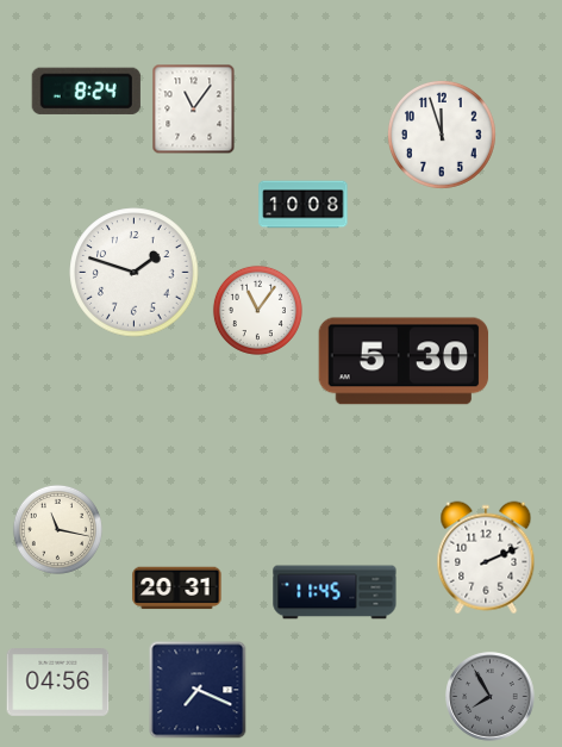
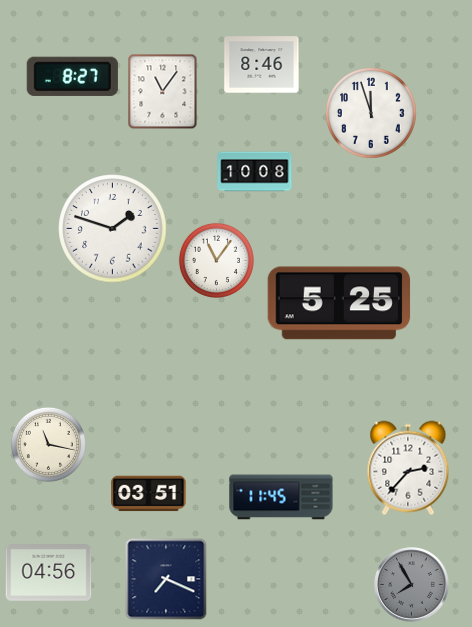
clock at (262, 65): none -> 8:46
clock at (86, 91): 8:24 -> 8:27
clock at (404, 361): 5:30 -> 5:25
clock at (486, 558): 2:11 -> 2:37
clock at (177, 589): 20:31 -> 03:51
